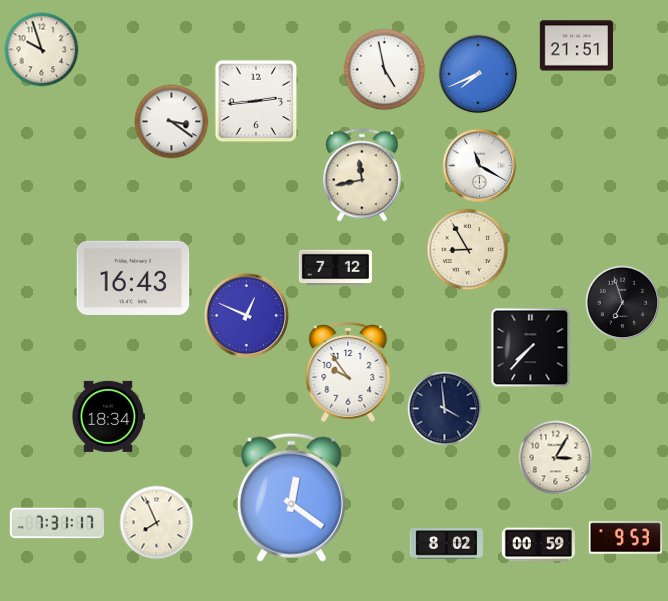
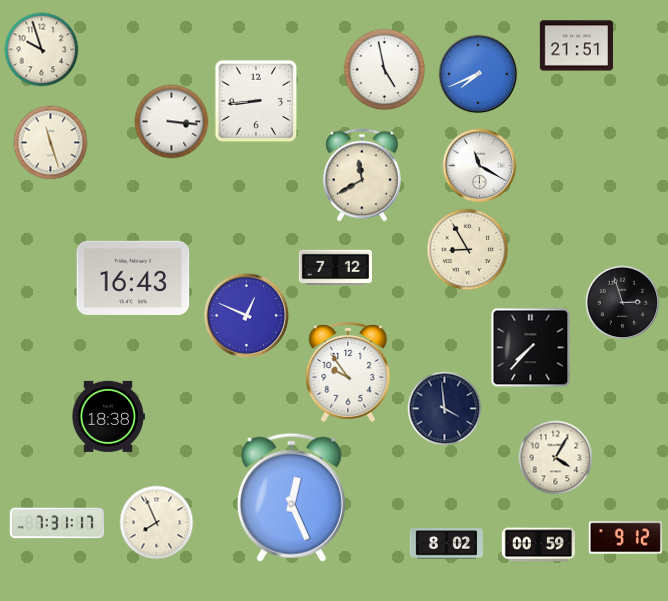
clock at (256, 101): 2:44 -> 8:44
clock at (172, 122): 3:21 -> 3:16
clock at (51, 143): none -> 11:27
clock at (362, 175): 11:43 -> 11:40
clock at (623, 303): 6:57 -> 2:57
clock at (108, 416): 18:34 -> 18:38
clock at (556, 458): 3:05 -> 4:05
clock at (291, 497): 12:21 -> 12:26
clock at (625, 538): 9:53 -> 9:12
